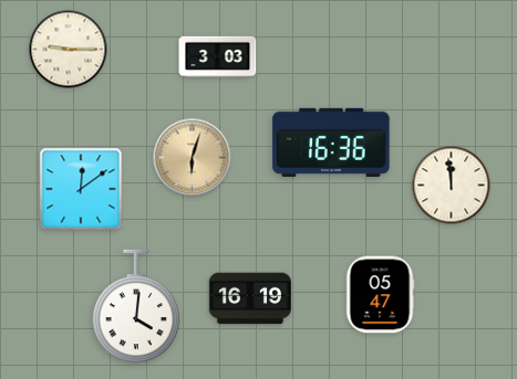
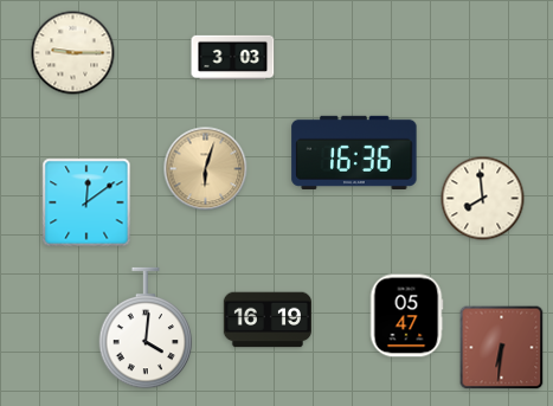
clock at (218, 56) position: (218, 56) -> (233, 57)
clock at (452, 186): 11:59 -> 7:59
clock at (502, 348): none -> 6:31
